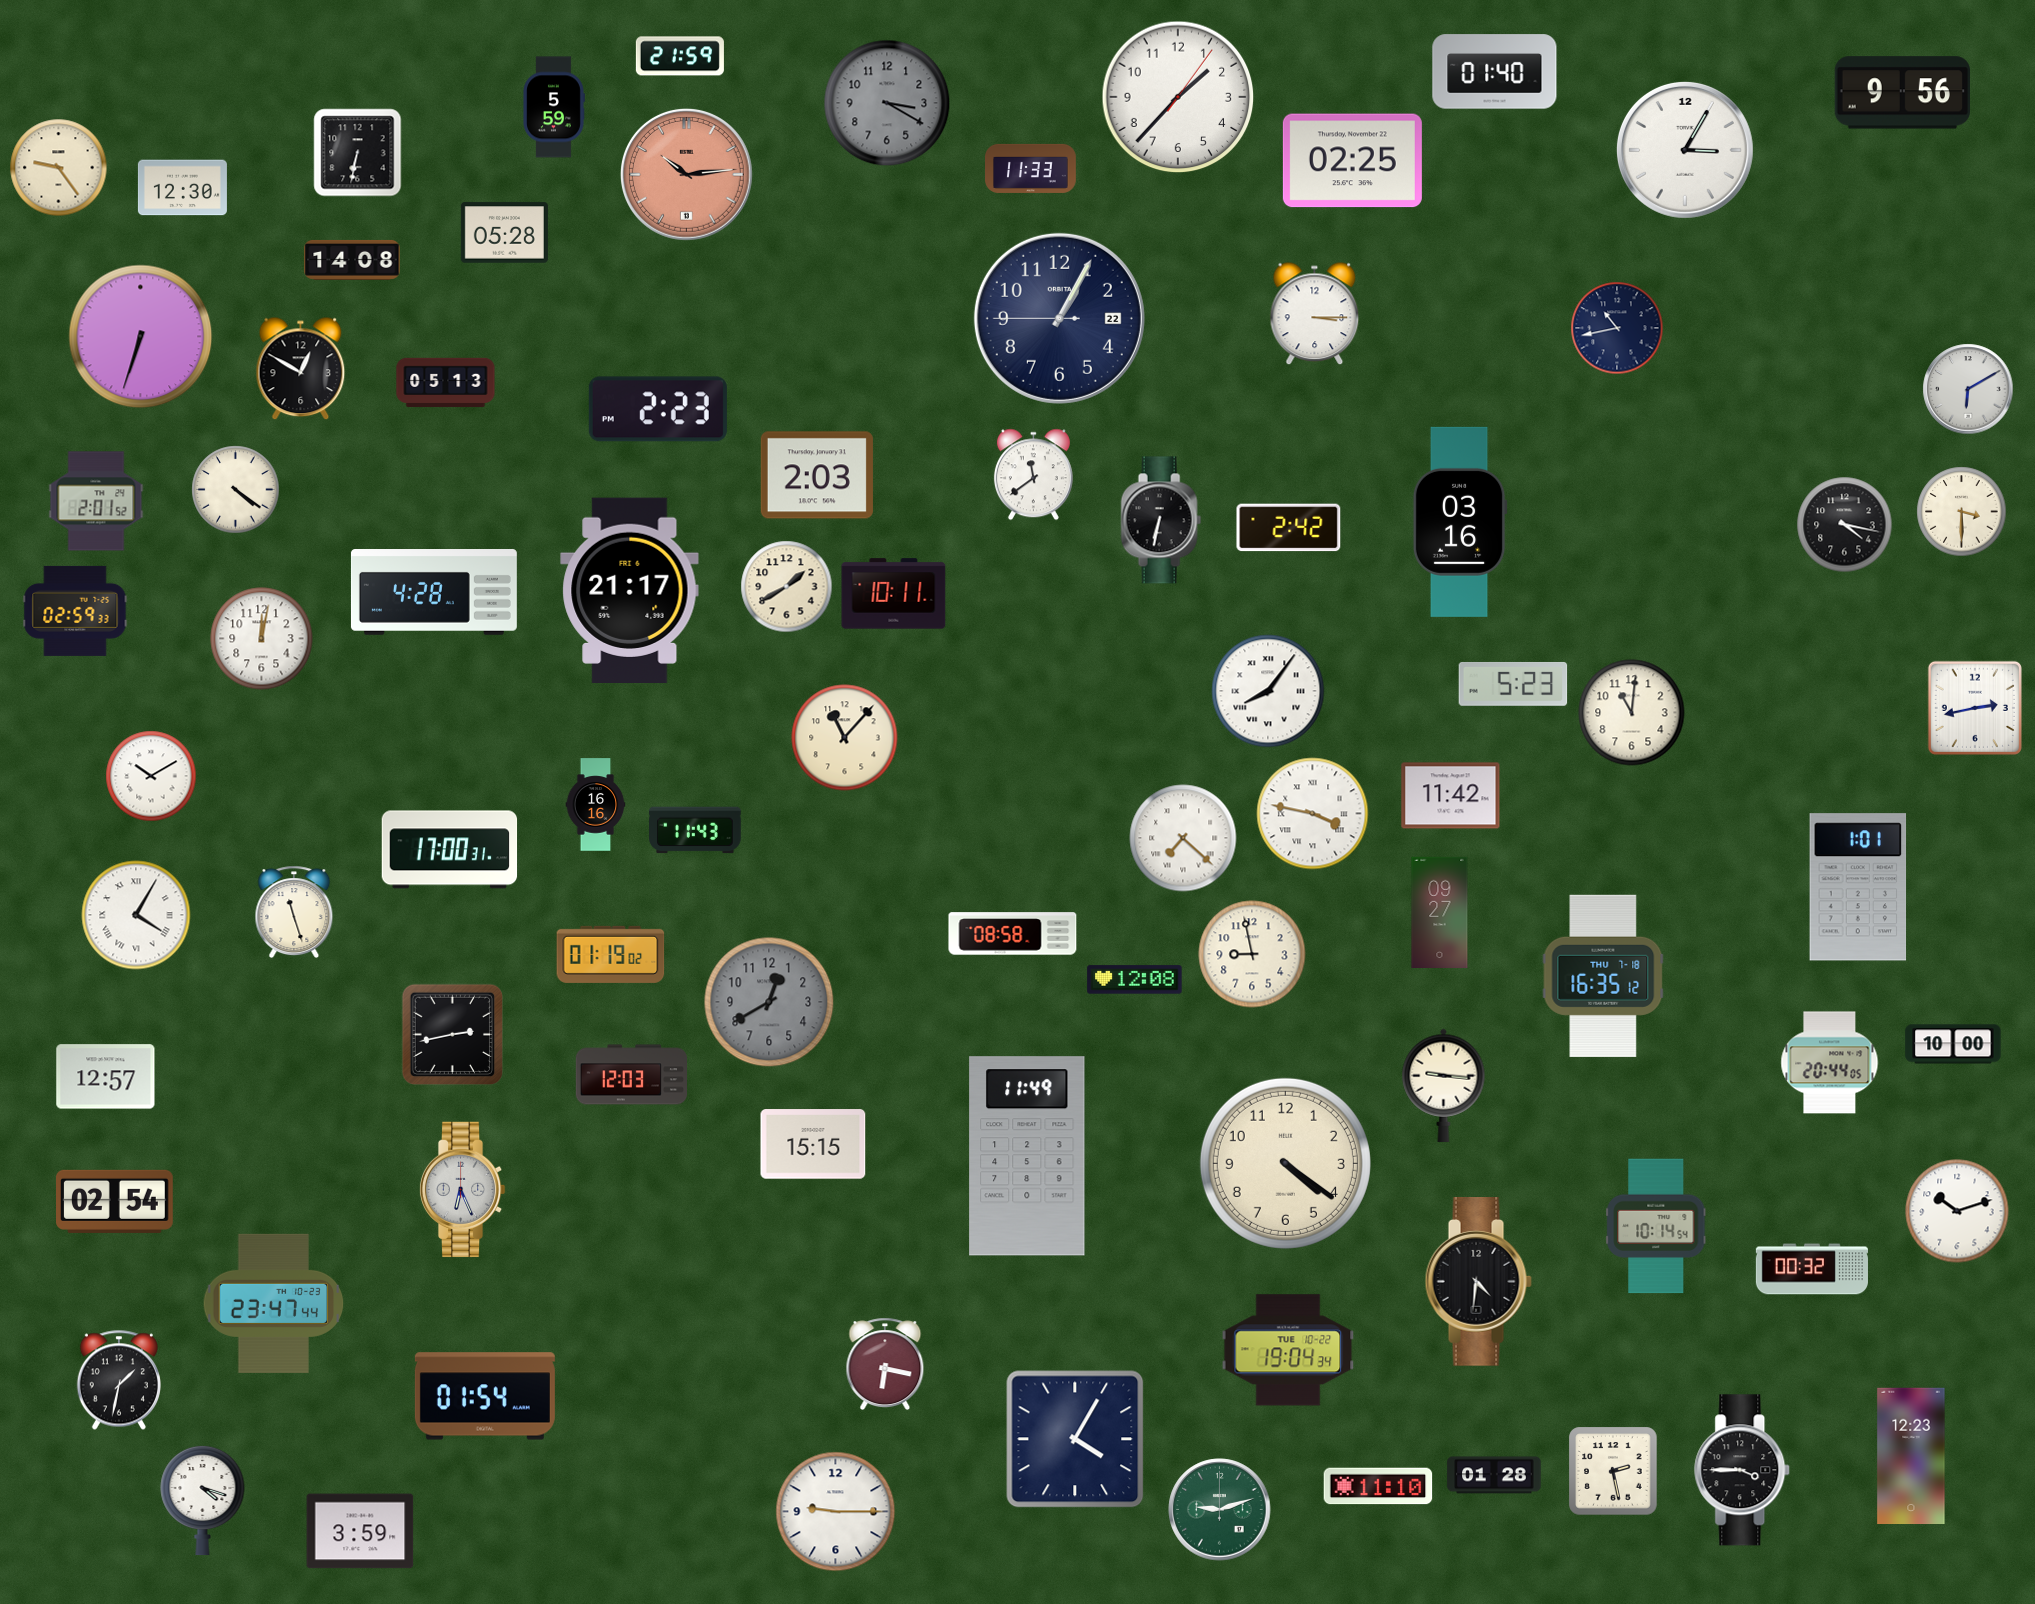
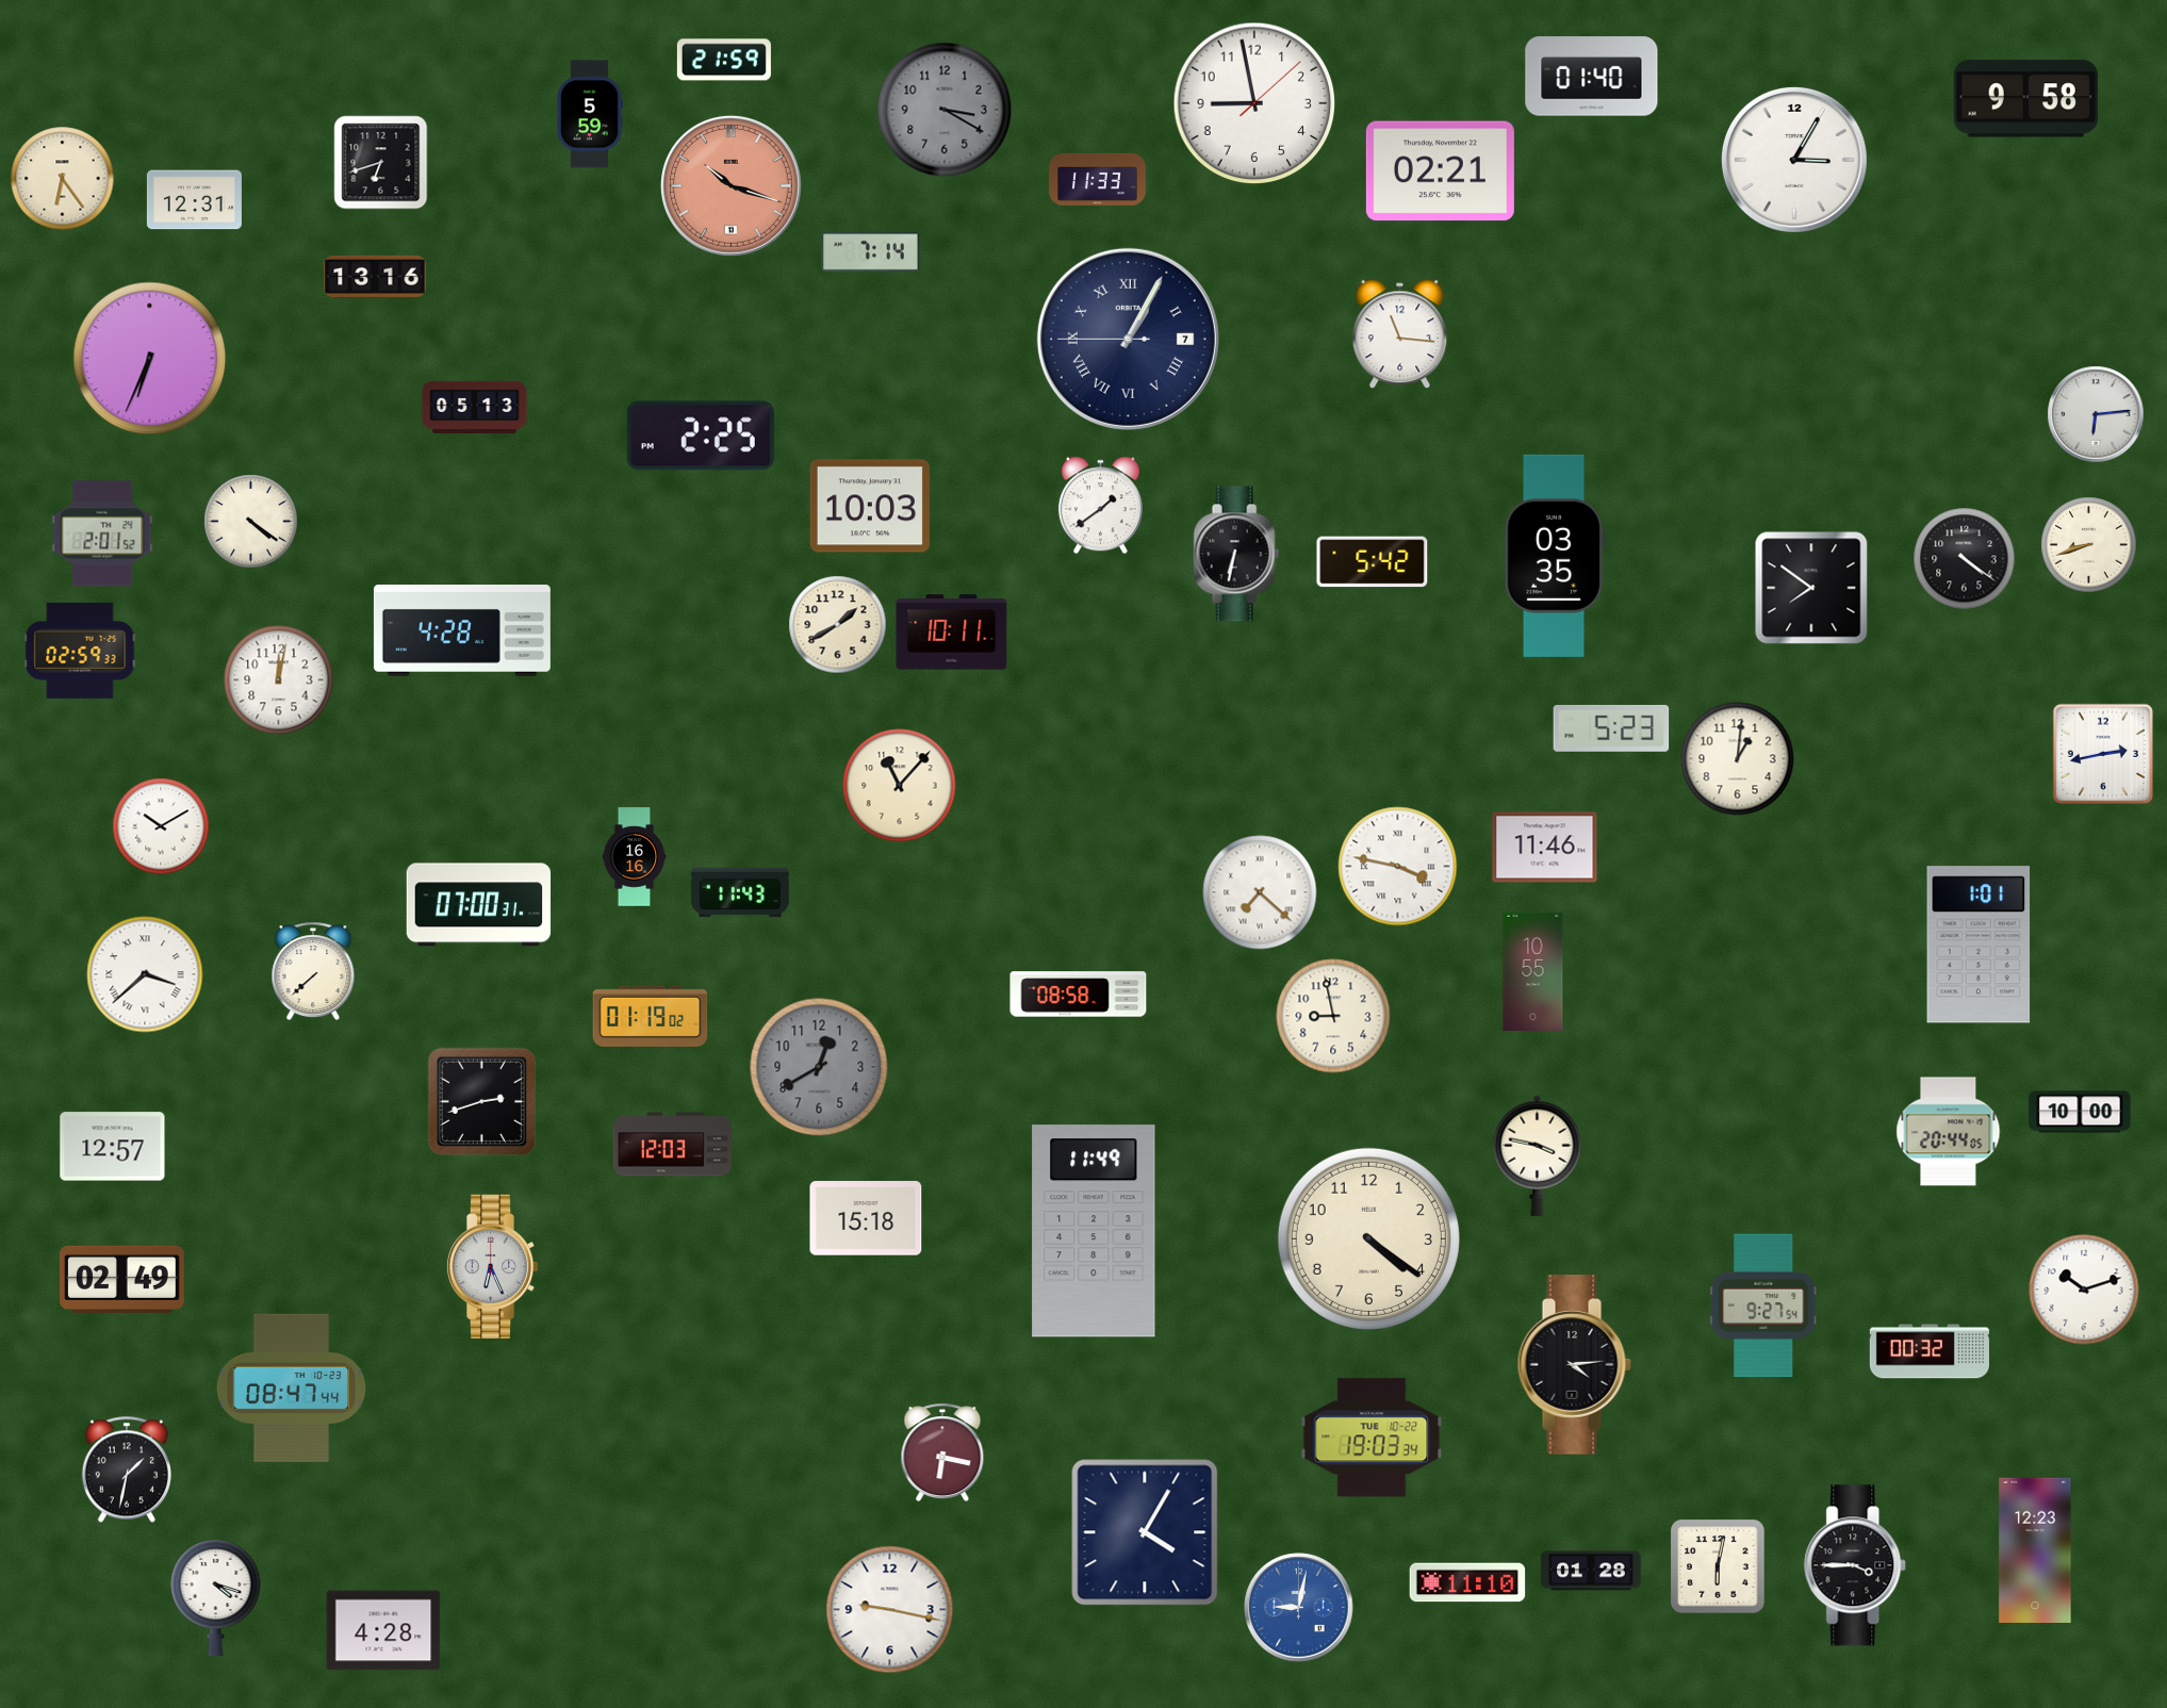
clock at (1902, 93): 9:56 -> 9:58
clock at (1178, 97): 1:37 -> 8:58
clock at (358, 153): 6:32 -> 6:42
clock at (1352, 161): 02:25 -> 02:21
clock at (59, 168): 9:24 -> 6:24
clock at (686, 174): 10:14 -> 10:18
clock at (182, 188): 12:30 -> 12:31
clock at (504, 233): 05:28 -> none
clock at (871, 252): none -> 7:14
clock at (352, 260): 14:08 -> 13:16
clock at (1315, 314): 3:15 -> 11:16
clock at (1059, 318) date: 22 -> 7
clock at (1059, 318) numerals: Arabic -> Roman
clock at (1617, 328): 10:43 -> none
clock at (141, 337): 6:33 -> 6:34
clock at (301, 369): 12:50 -> none
clock at (1968, 389): 6:10 -> 6:14
clock at (658, 409): 2:23 -> 2:25
clock at (817, 475): 2:03 -> 10:03
clock at (1033, 475): 11:39 -> 1:39
clock at (1962, 512): 3:30 -> 8:42
clock at (1460, 522): 03:16 -> 03:35
clock at (1845, 525): 4:17 -> 4:21
clock at (1289, 528): 2:42 -> 5:42
clock at (1811, 588): none -> 7:51
clock at (630, 590): 21:17 -> none
clock at (1268, 691): 8:06 -> none
clock at (1632, 713): 11:01 -> 1:01
clock at (1451, 796): 11:42 -> 11:46
clock at (695, 830) position: (695, 830) -> (740, 892)
clock at (450, 850): 17:00 -> 07:00
clock at (294, 912): 11:27 -> 7:38
clock at (1440, 913): 09:27 -> 10:55
clock at (136, 915): 4:05 -> 3:38
clock at (1603, 976): 16:35 -> none
clock at (1135, 980): 12:08 -> none
clock at (453, 1035): 2:43 -> 2:42
clock at (1444, 1085): 9:16 -> 3:47
clock at (813, 1144): 15:15 -> 15:18
clock at (115, 1201): 02:54 -> 02:49
clock at (1656, 1226): 10:14 -> 9:27
clock at (1478, 1282): 4:31 -> 4:14
clock at (274, 1303): 23:47 -> 08:47
clock at (1288, 1350): 19:04 -> 19:03
clock at (485, 1396): 01:54 -> none
clock at (1613, 1471): 2:28 -> 6:02
clock at (1220, 1510): 9:12 -> 9:02
clock at (1220, 1510) dial: green -> blue
clock at (836, 1512): 9:15 -> 9:17
clock at (360, 1531): 3:59 -> 4:28
